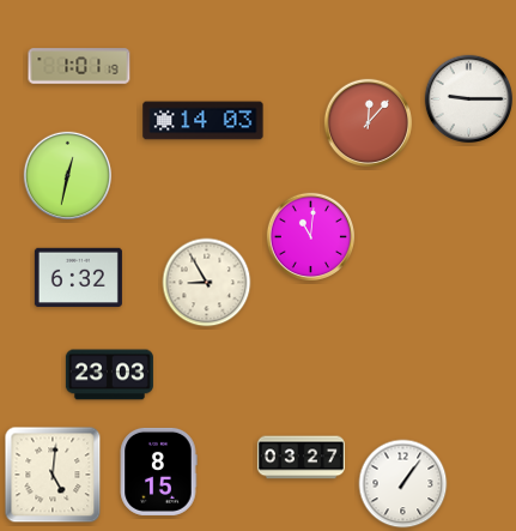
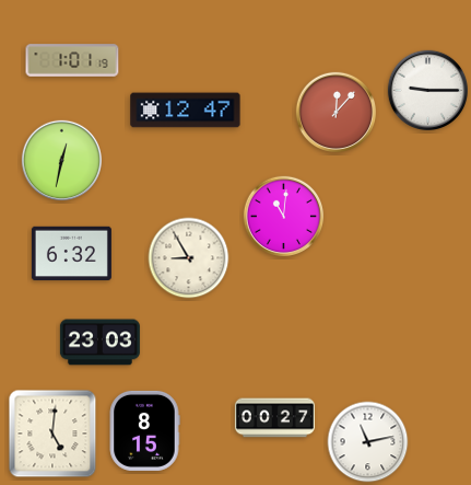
clock at (204, 121): 14:03 -> 12:47
clock at (301, 458): 03:27 -> 00:27
clock at (53, 475) position: (53, 475) -> (52, 434)
clock at (403, 484): 1:06 -> 11:13
